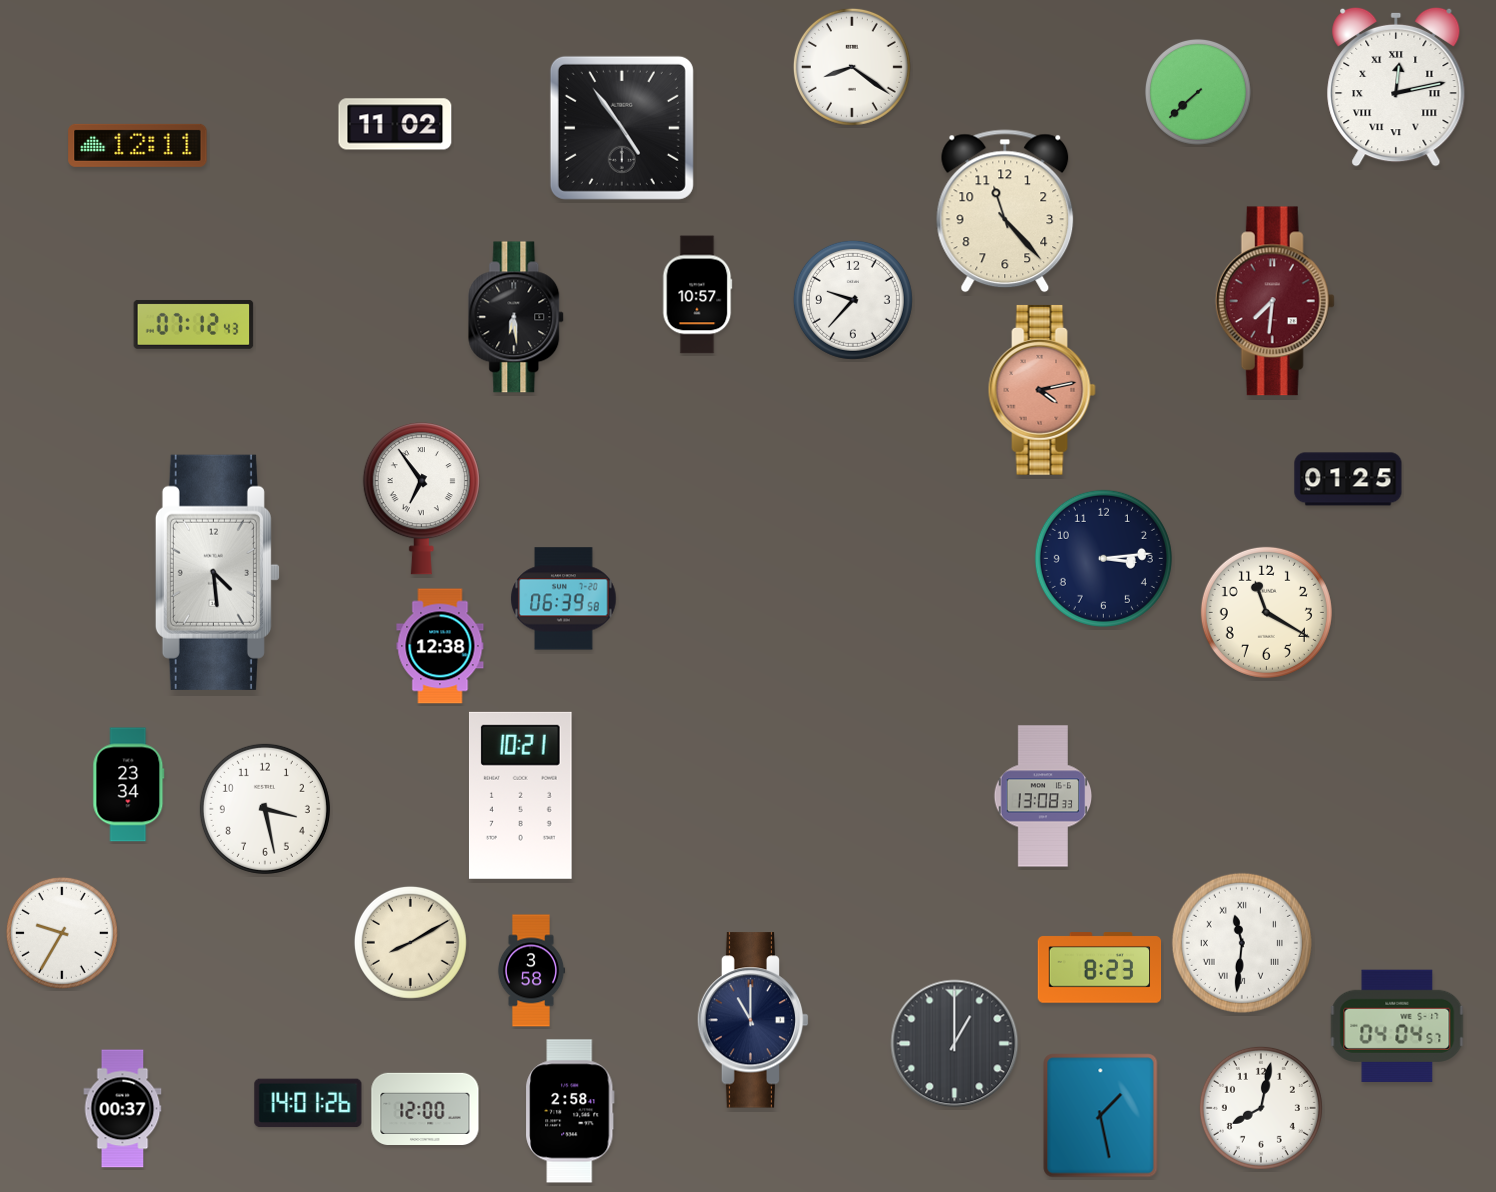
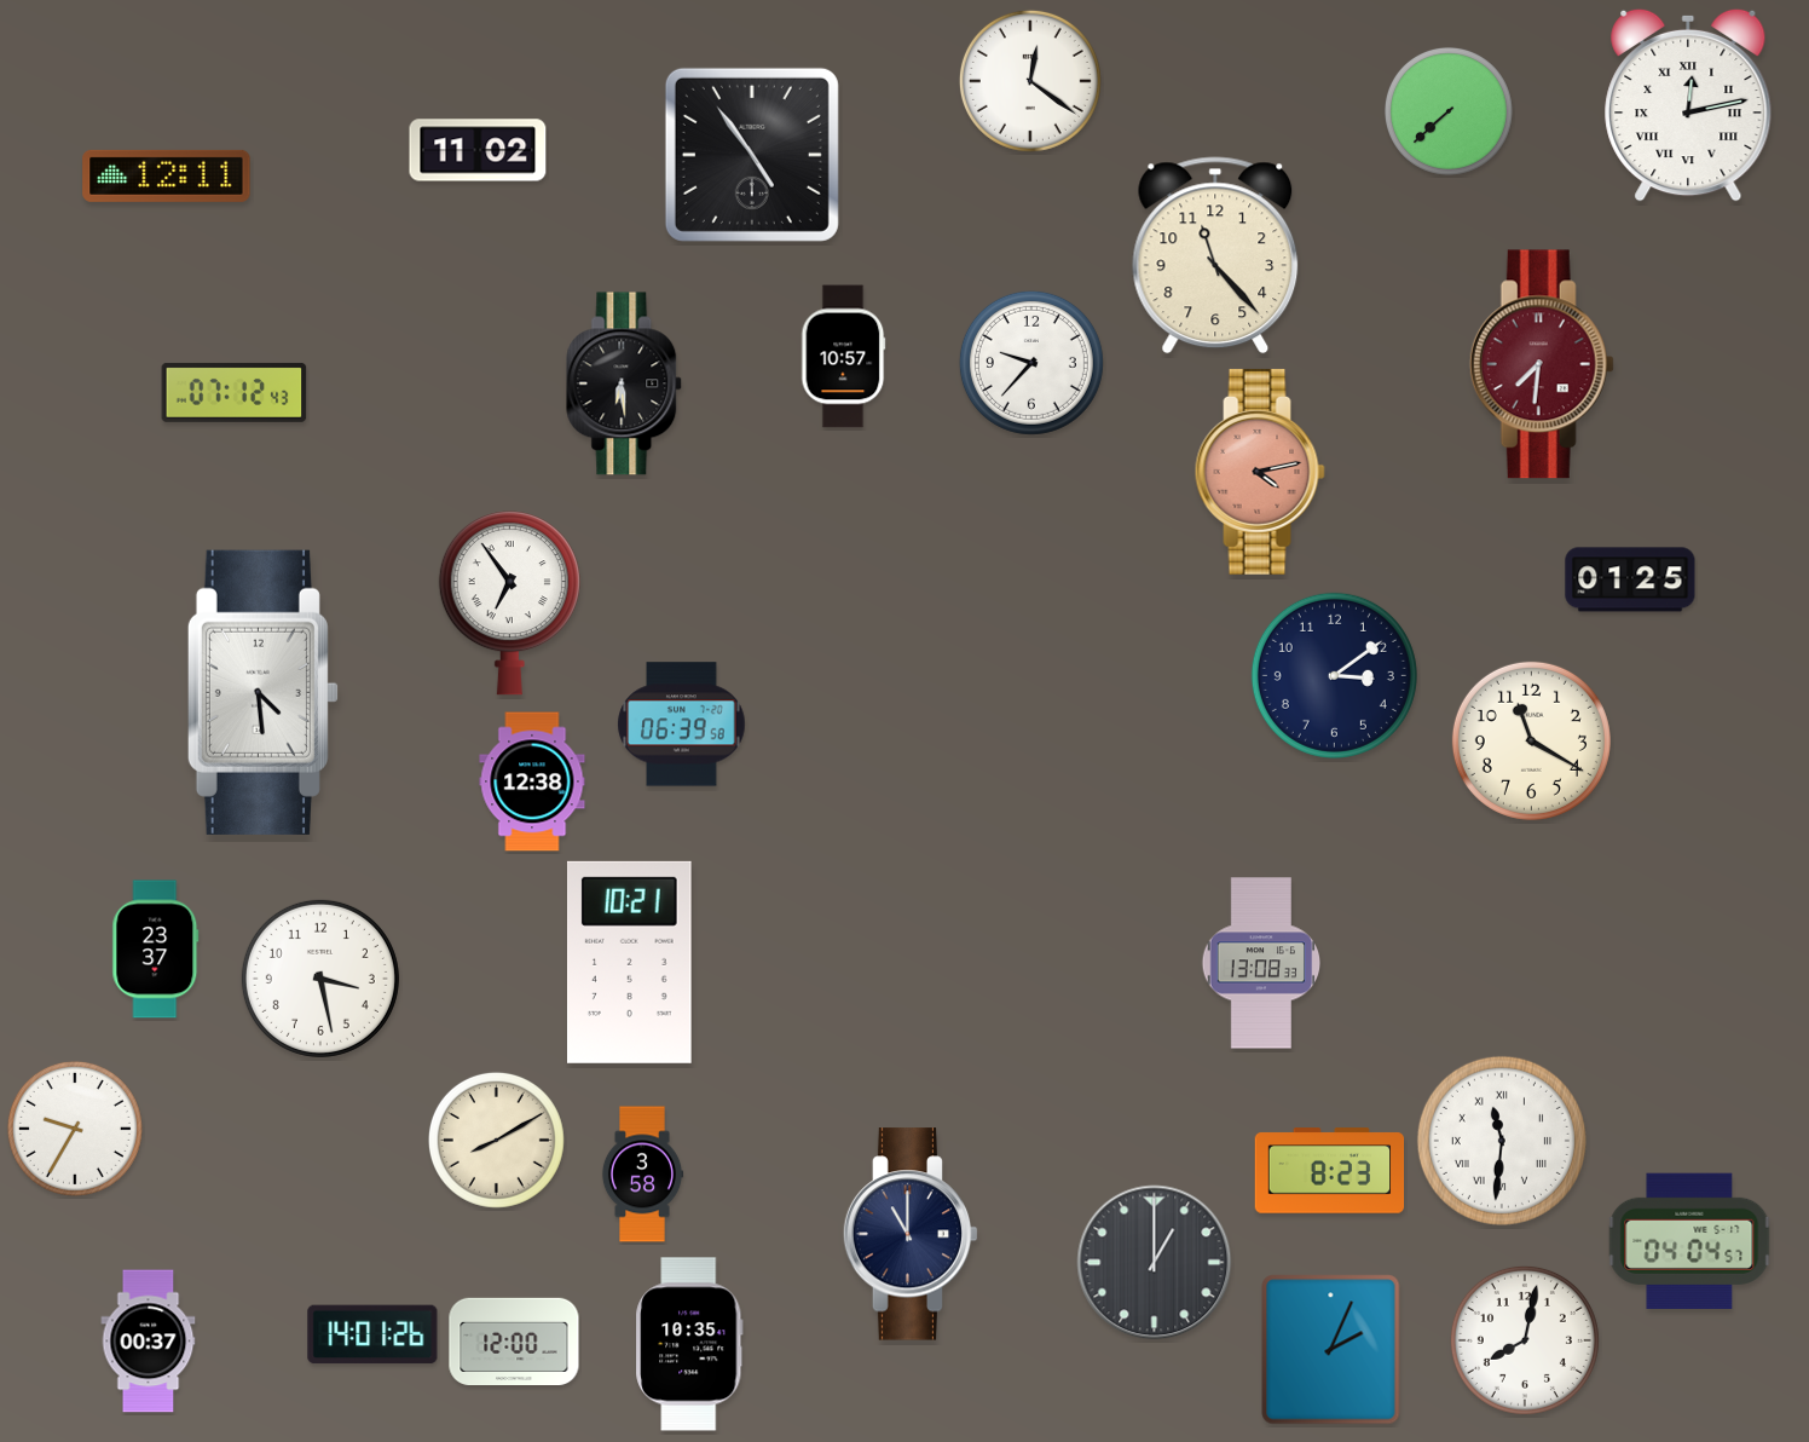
clock at (852, 67): 8:21 -> 12:21
clock at (1103, 558): 3:14 -> 3:09
clock at (129, 785): 23:34 -> 23:37
clock at (570, 1111): 2:58 -> 10:35
clock at (1101, 1116): 1:28 -> 2:04
